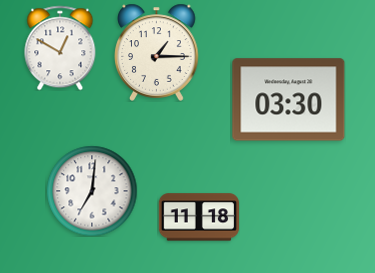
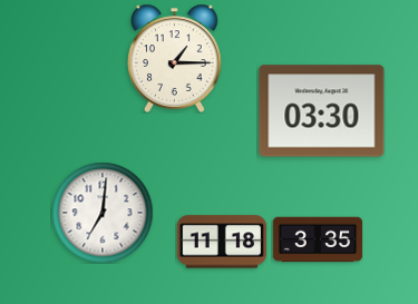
clock at (60, 48): 12:50 -> none
clock at (318, 239): none -> 3:35
